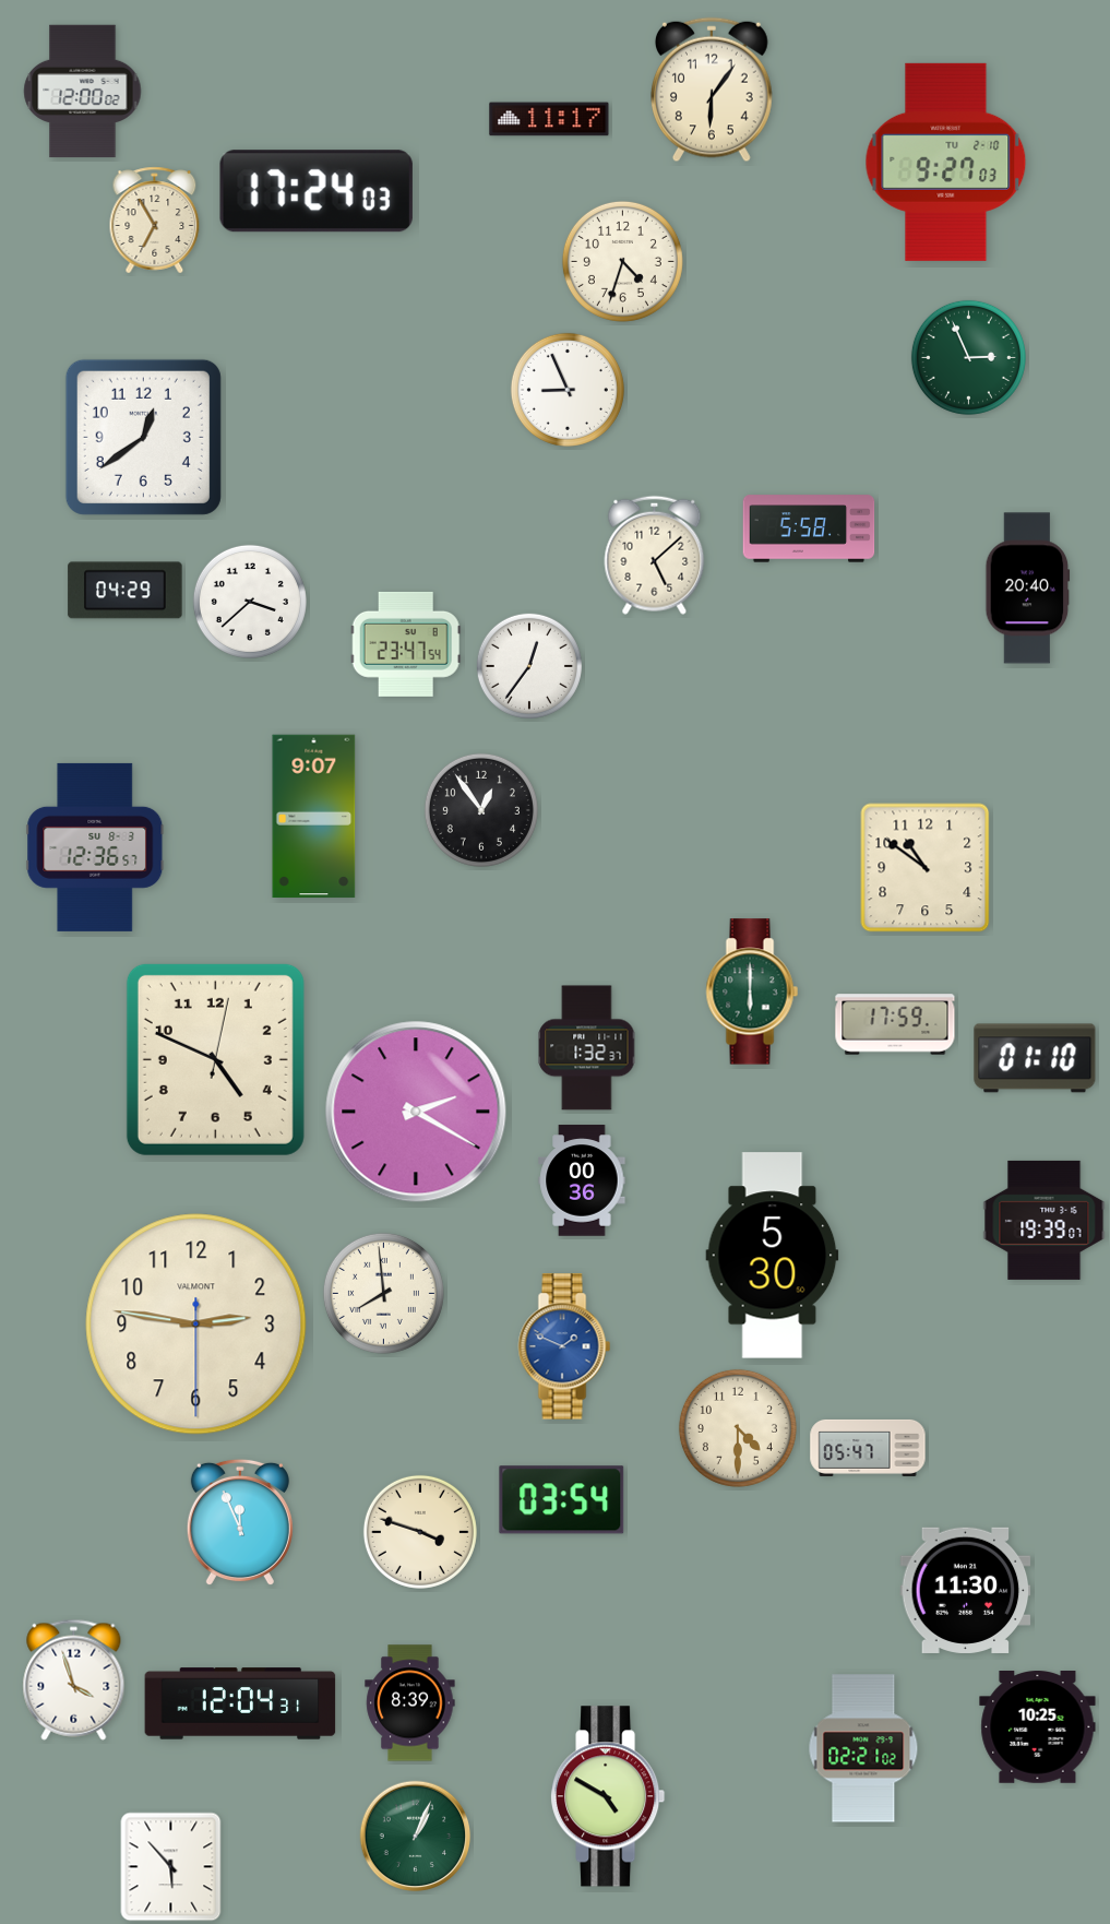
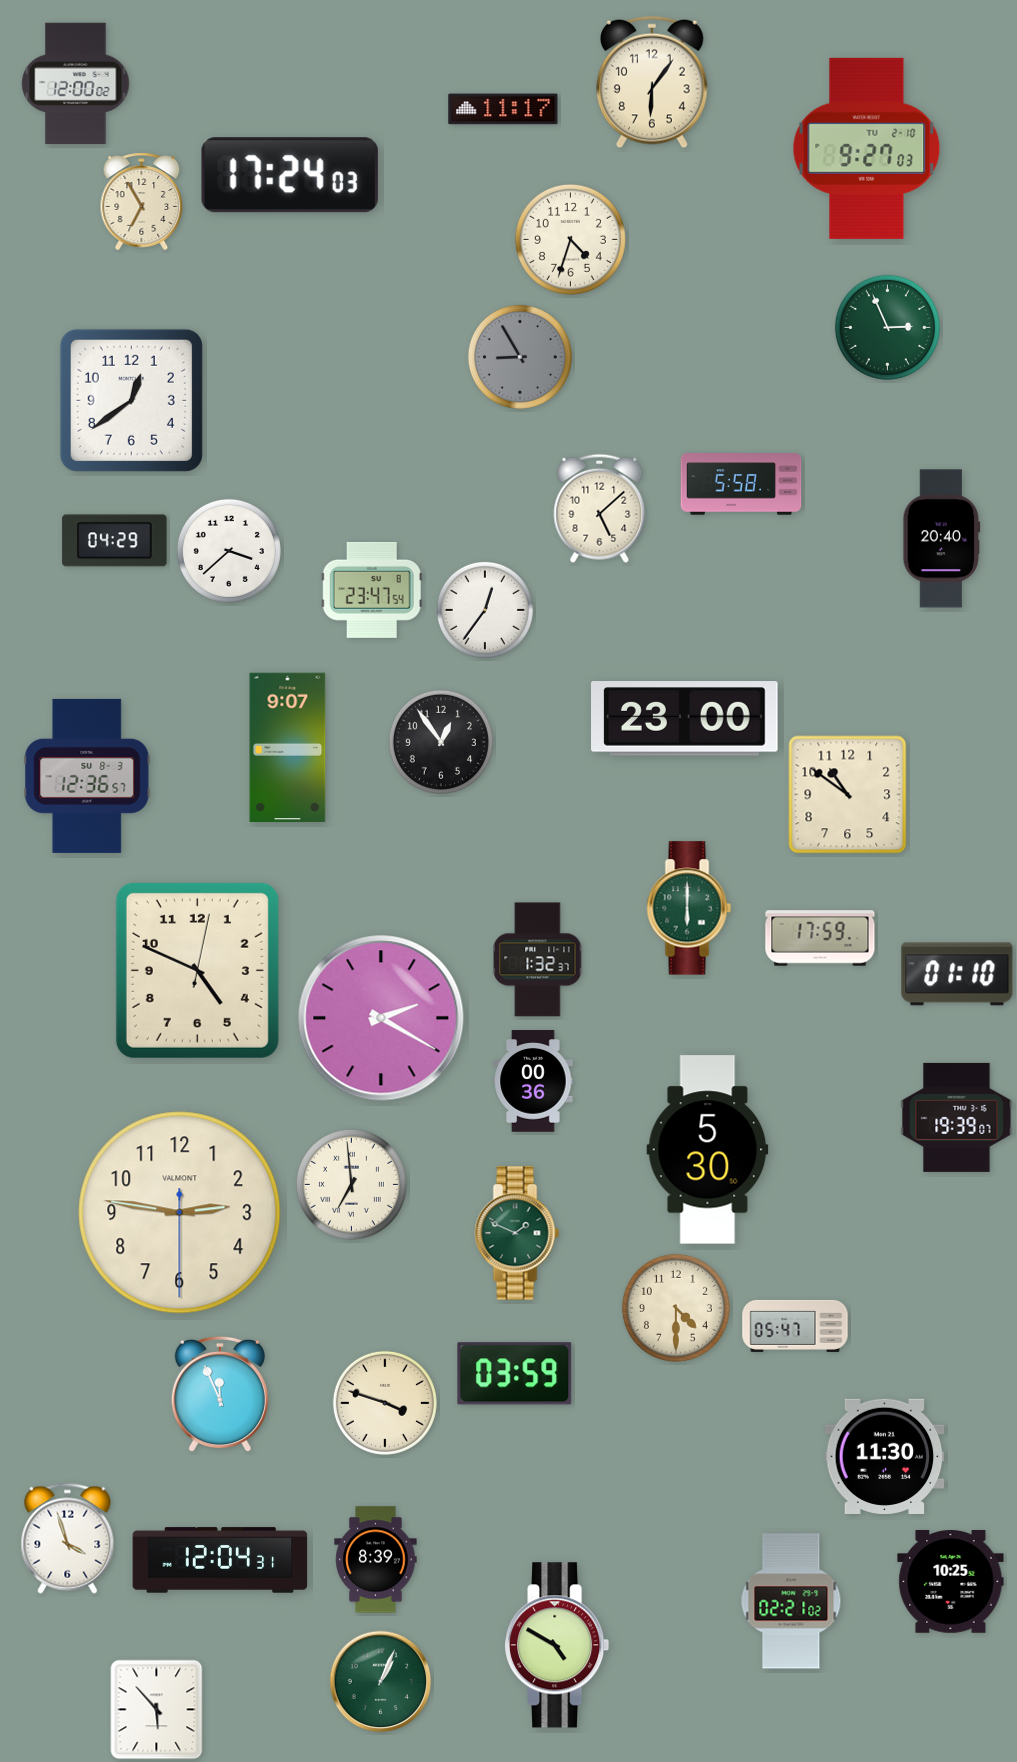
clock at (568, 390): 8:56 -> 8:55
clock at (568, 390) dial: white -> grey
clock at (685, 719): none -> 23:00
clock at (1035, 1058) position: (1035, 1058) -> (957, 974)
clock at (383, 1293): 7:59 -> 6:59
clock at (564, 1346) dial: blue -> green
clock at (562, 1500): 03:54 -> 03:59
